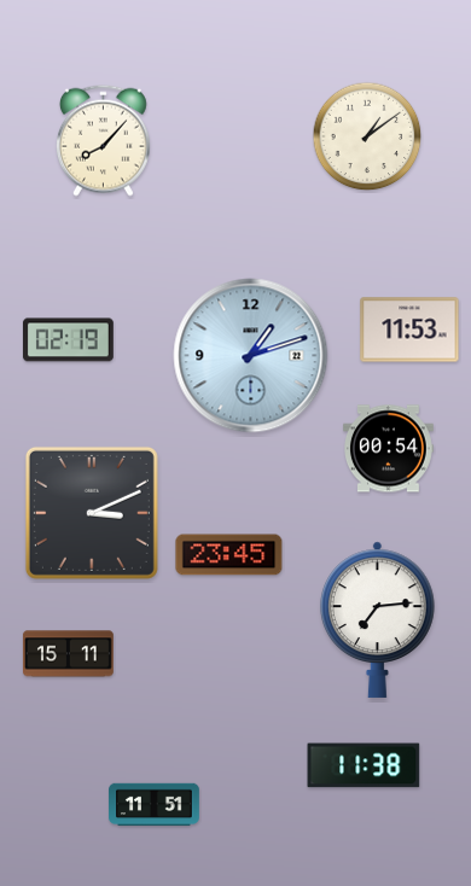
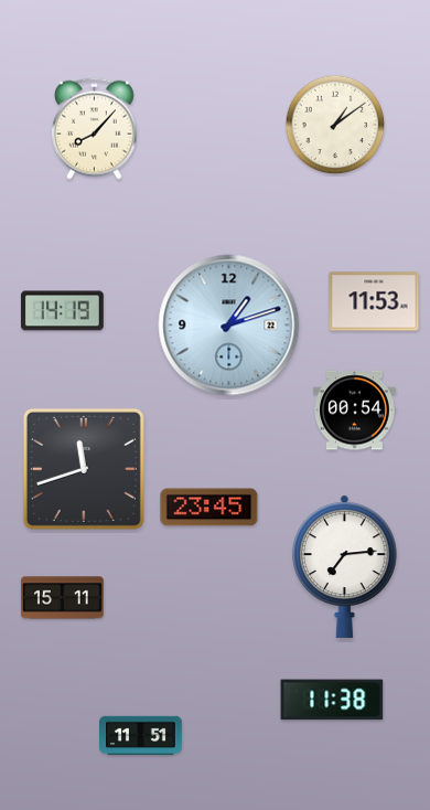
clock at (68, 340): 02:19 -> 14:19
clock at (92, 513): 3:11 -> 11:42
